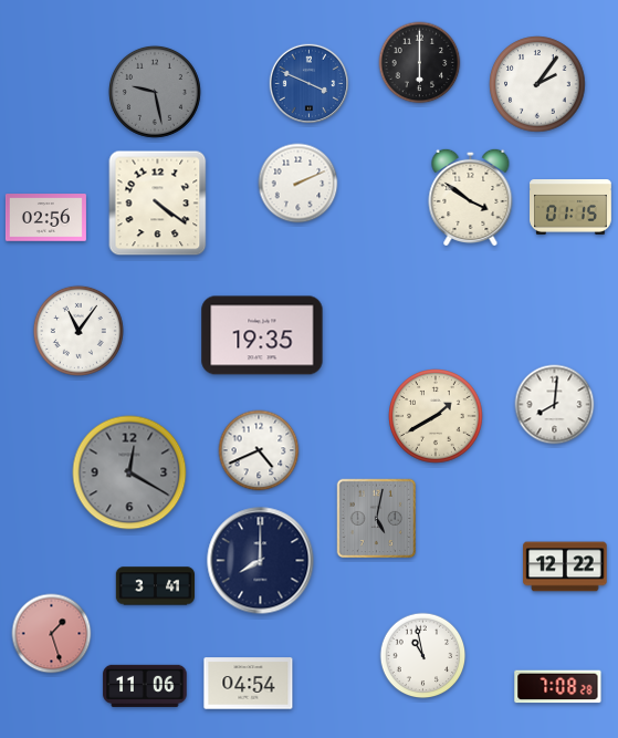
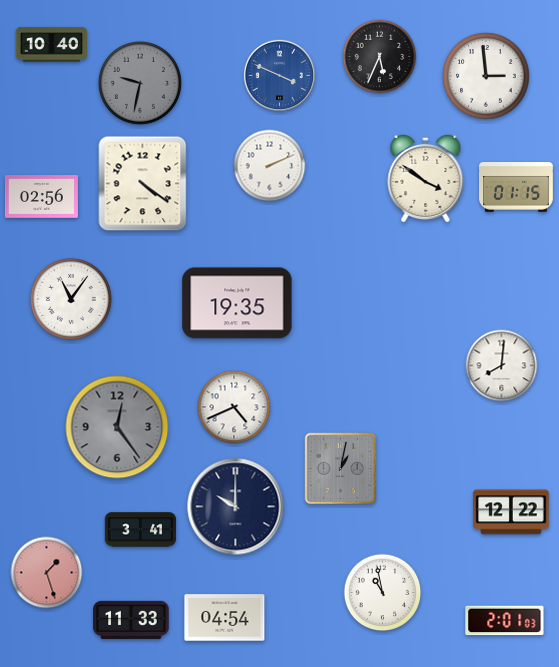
clock at (51, 45): none -> 10:40
clock at (420, 63): 6:00 -> 5:34
clock at (537, 84): 2:06 -> 2:59
clock at (155, 92): 9:28 -> 9:32
clock at (436, 416): 1:40 -> none
clock at (129, 472): 12:20 -> 12:24
clock at (377, 519): 5:02 -> 1:02
clock at (261, 561): 8:00 -> 10:00
clock at (145, 686): 11:06 -> 11:33
clock at (558, 687): 7:08 -> 2:01
